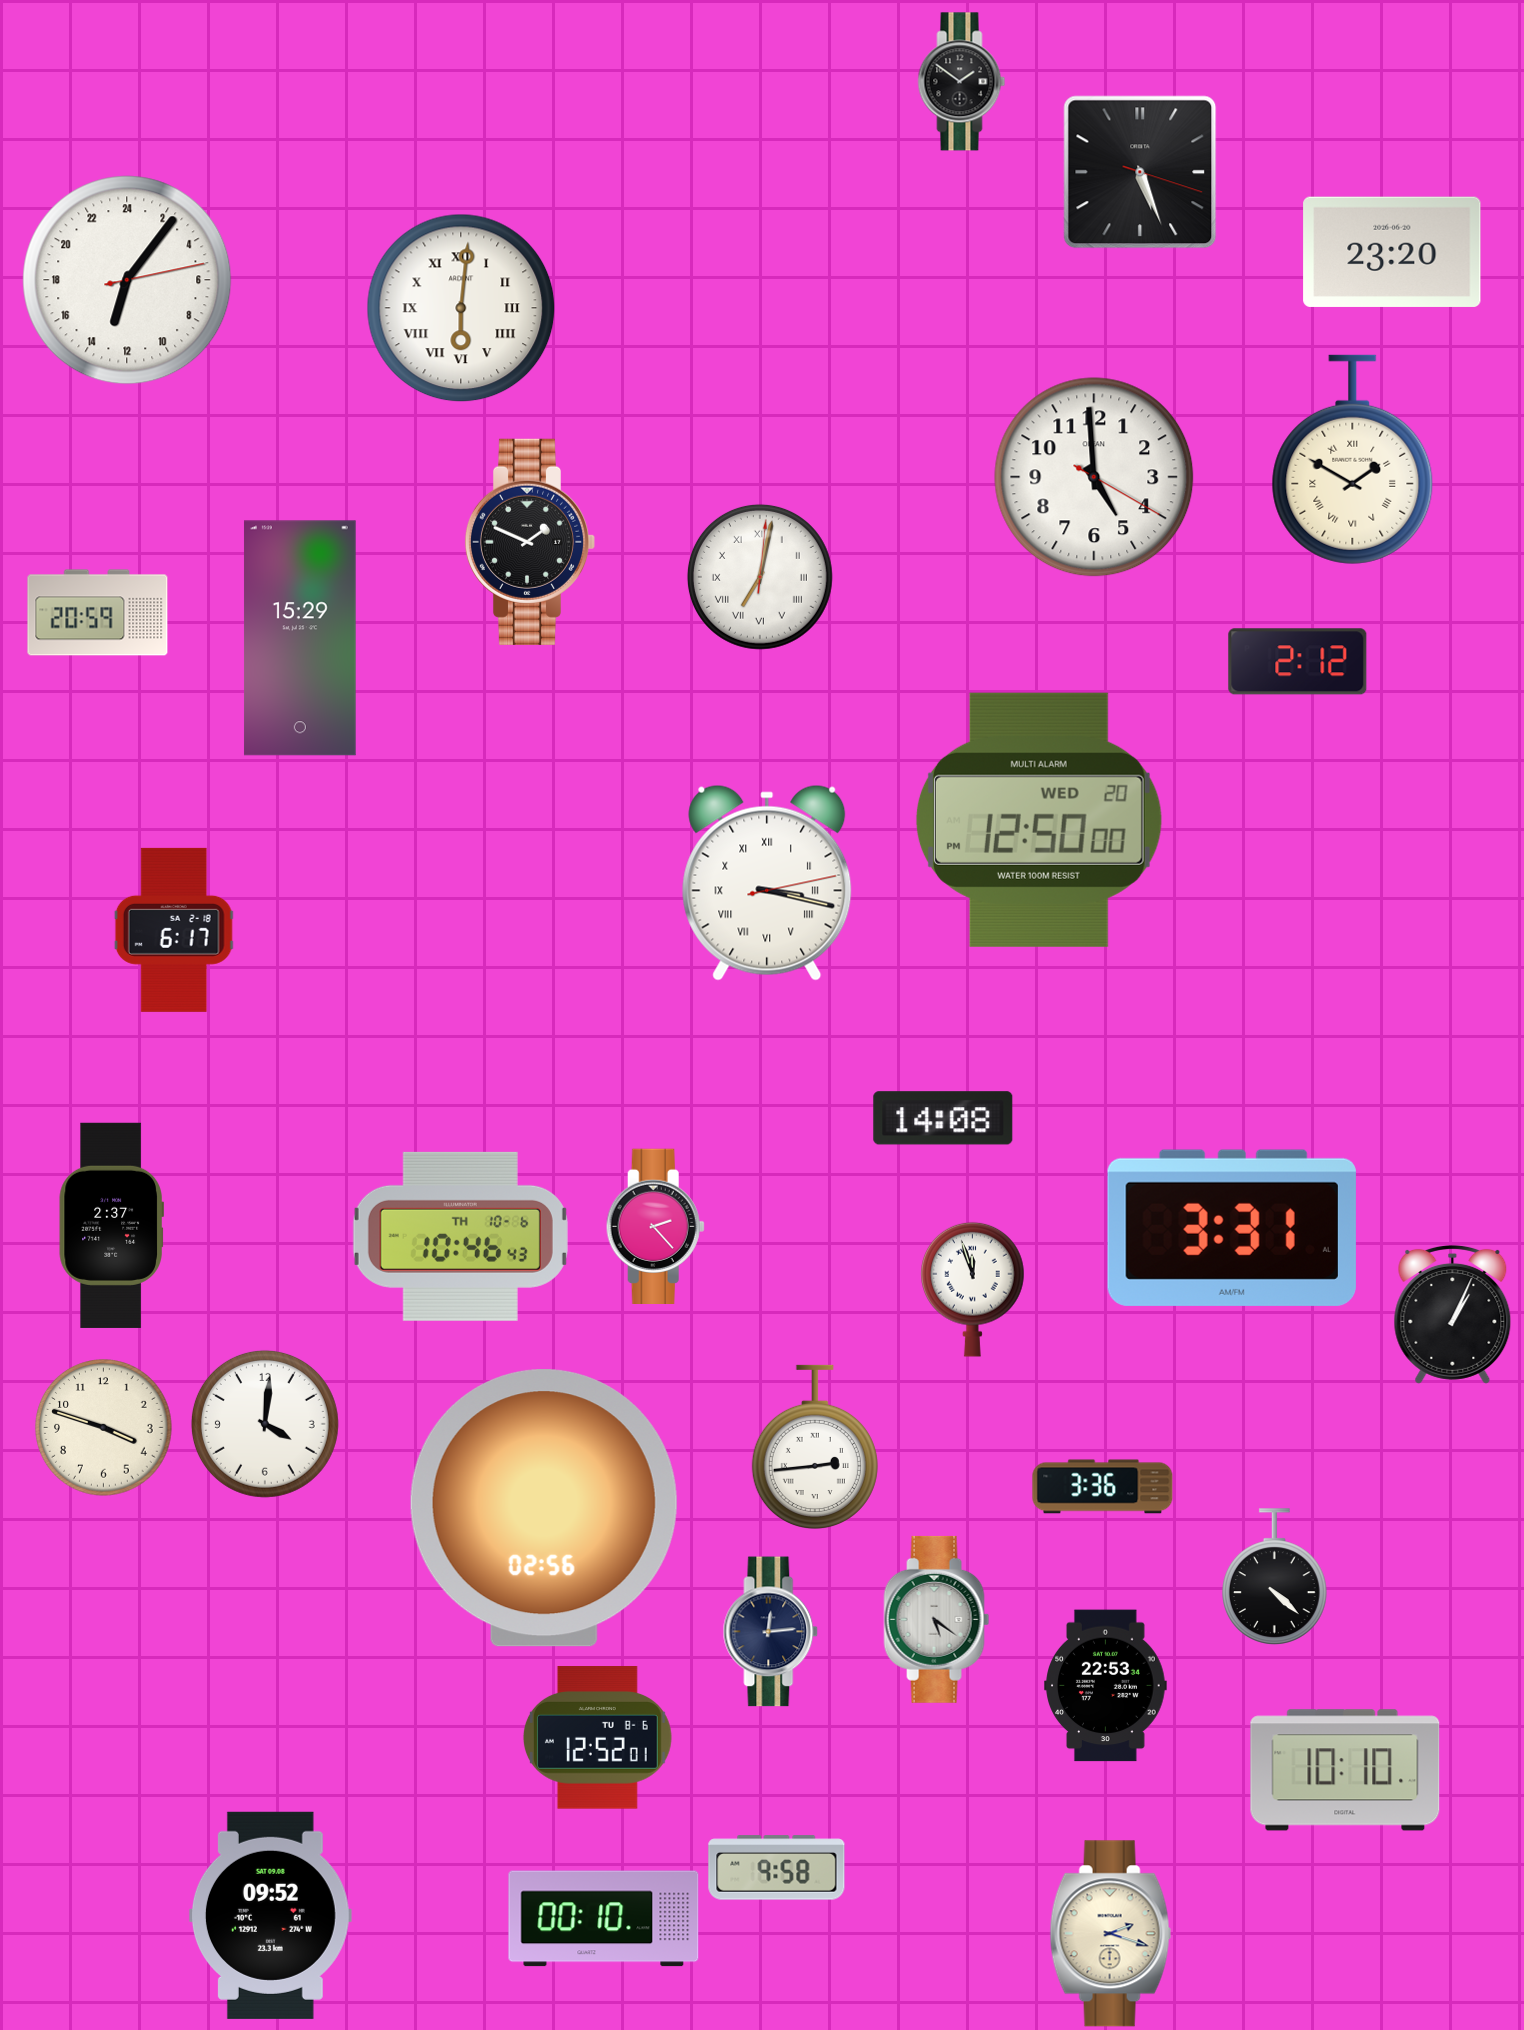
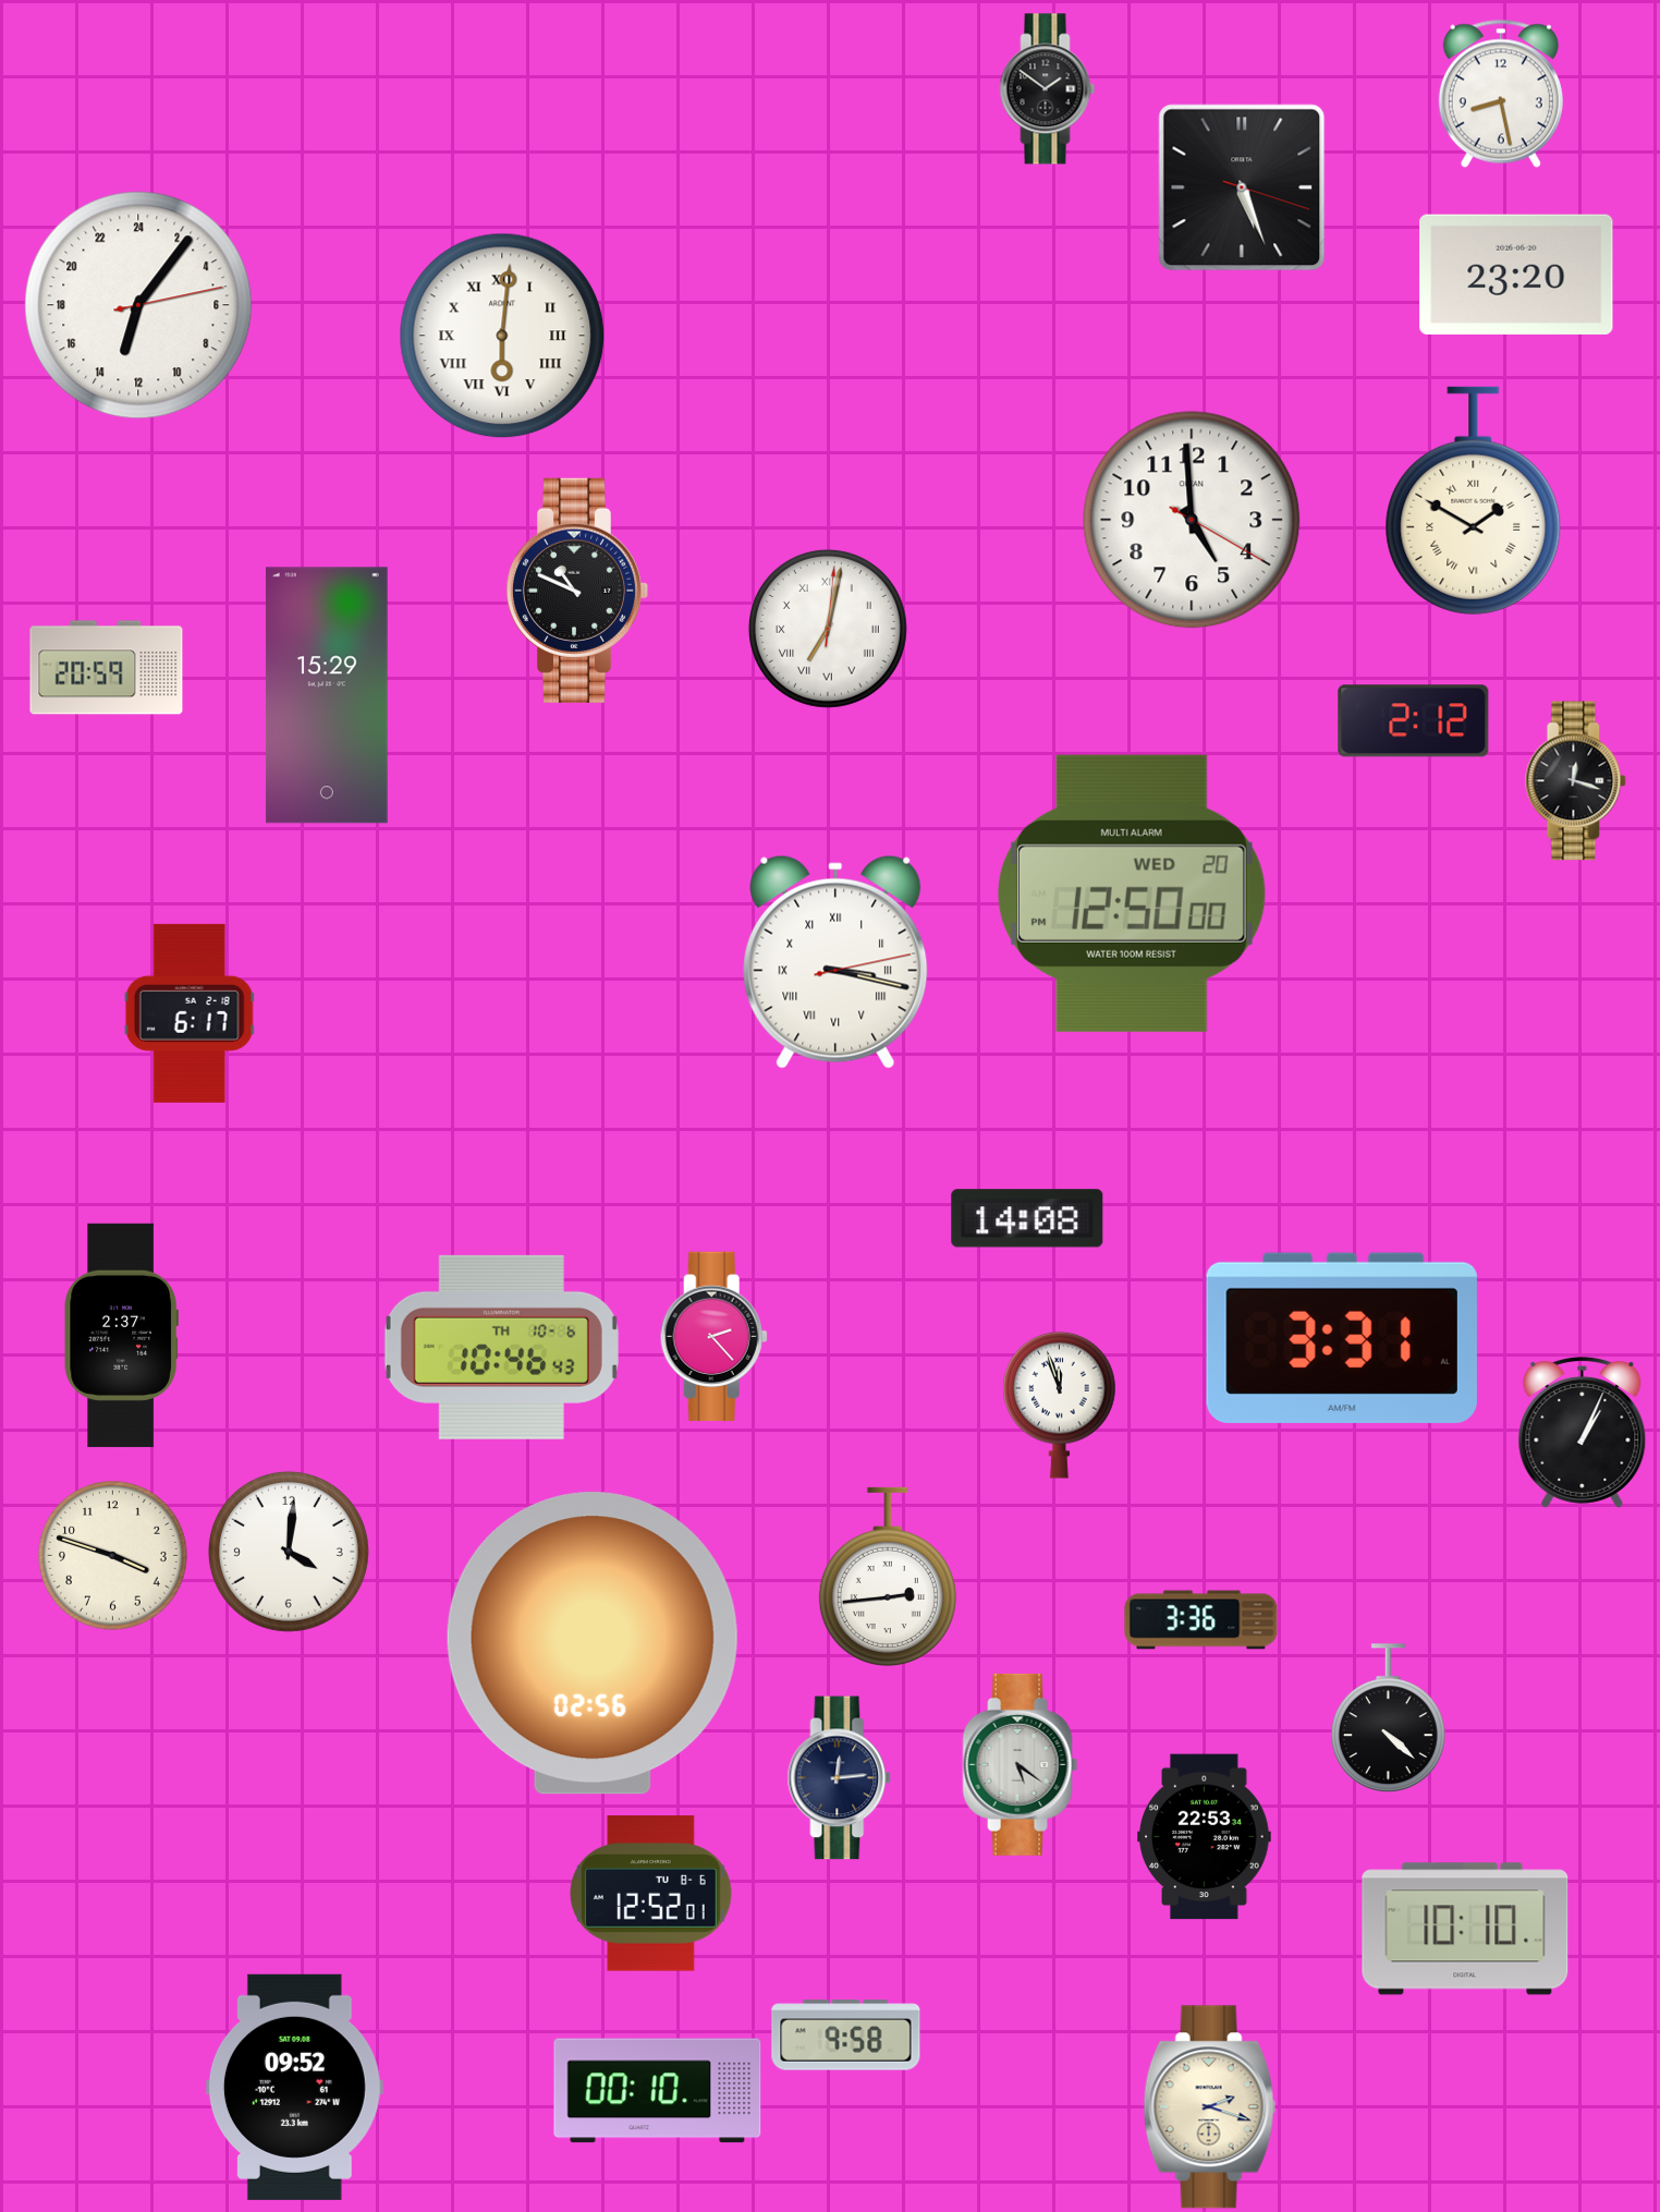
clock at (1501, 94): none -> 8:28
clock at (530, 542): 1:49 -> 10:49
clock at (1576, 781): none -> 12:18
